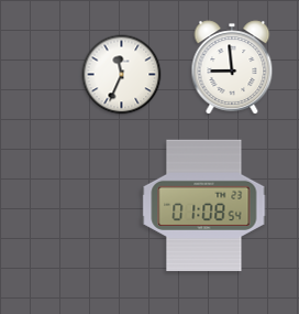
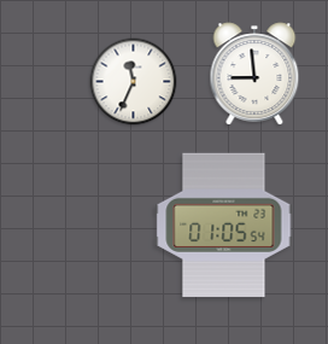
clock at (204, 206): 01:08 -> 01:05
